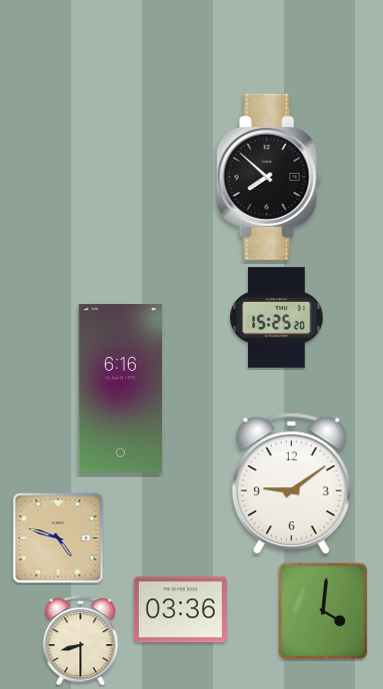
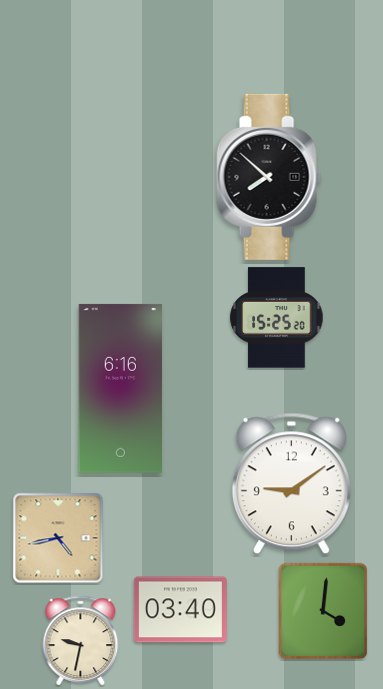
clock at (58, 538): 4:48 -> 4:43
clock at (180, 610): 03:36 -> 03:40
clock at (81, 640): 8:30 -> 9:32
